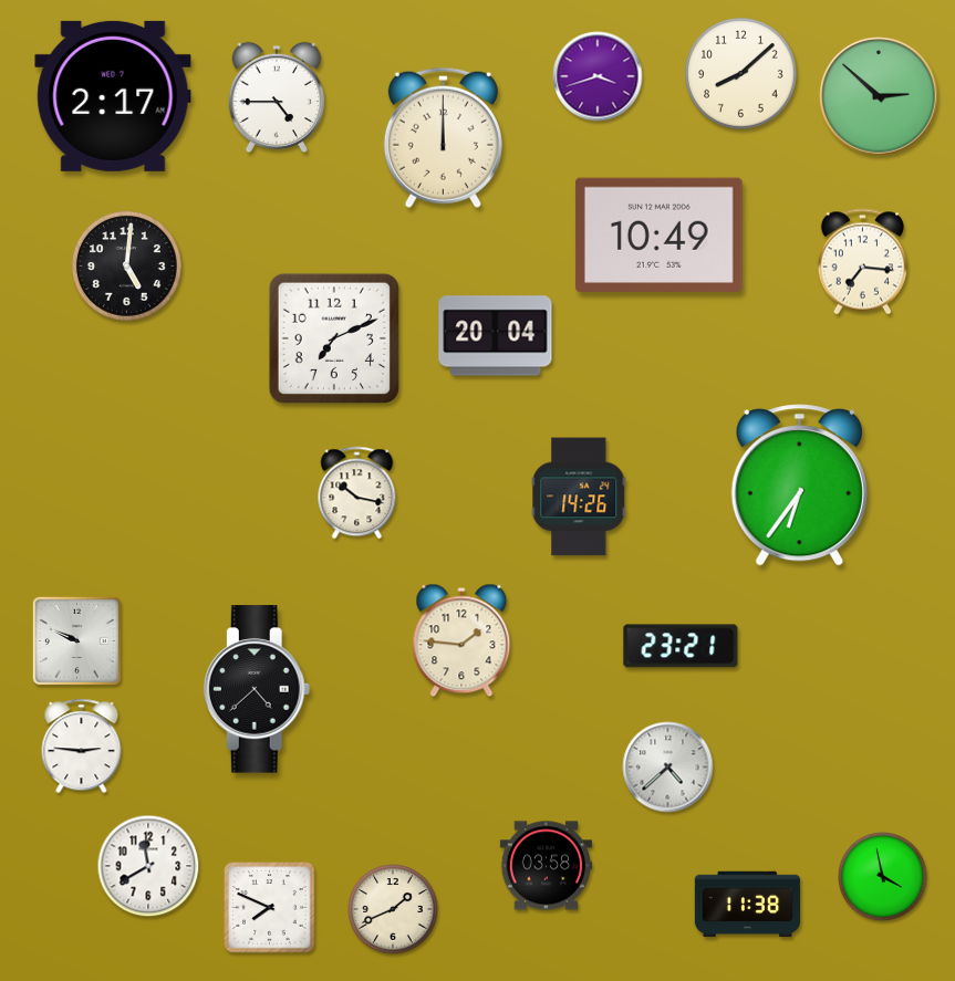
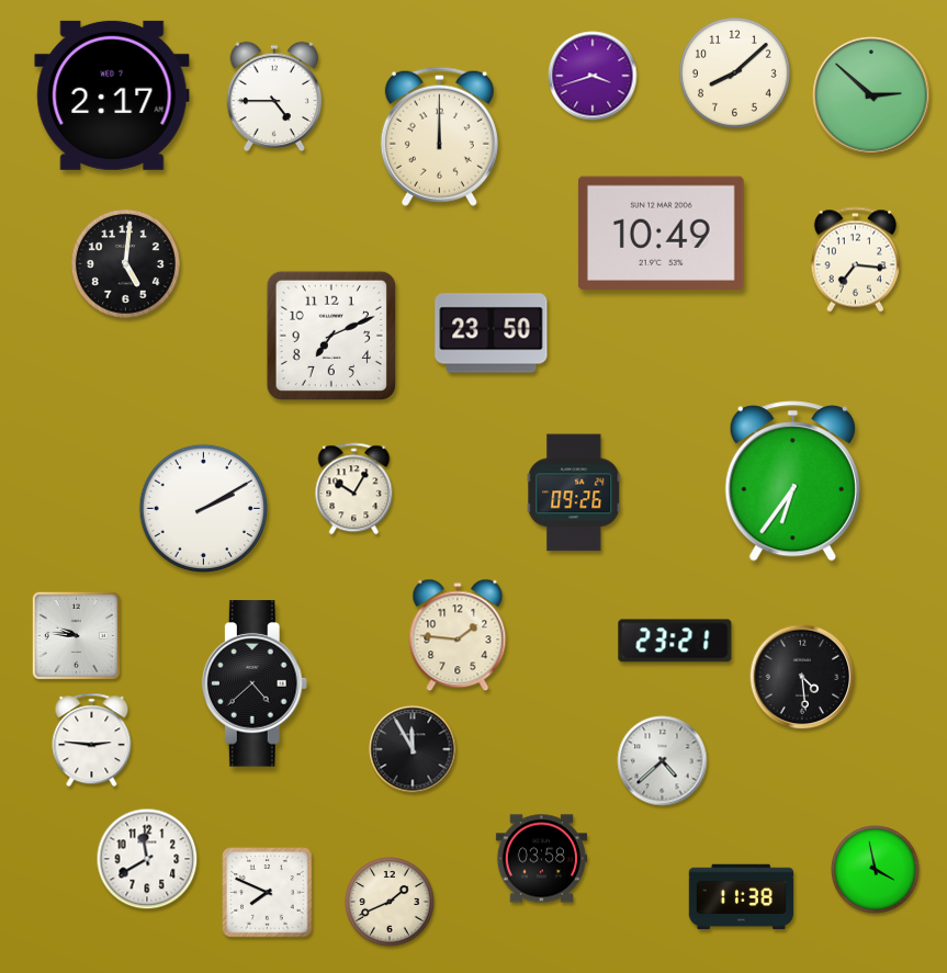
clock at (658, 234) position: (658, 234) -> (661, 233)
clock at (496, 336): 20:04 -> 23:50
clock at (357, 493): 10:17 -> 10:05
clock at (579, 497): 14:26 -> 09:26
clock at (204, 509): none -> 2:10
clock at (76, 640): 9:49 -> 9:46
clock at (802, 677): none -> 4:29
clock at (82, 747) position: (82, 747) -> (92, 740)
clock at (413, 749): none -> 11:55
clock at (270, 908) position: (270, 908) -> (268, 893)
